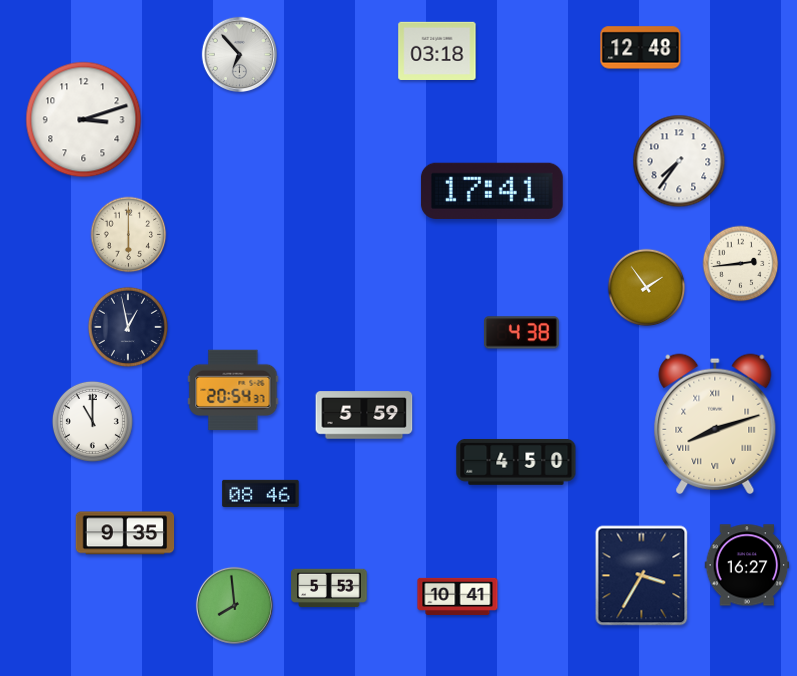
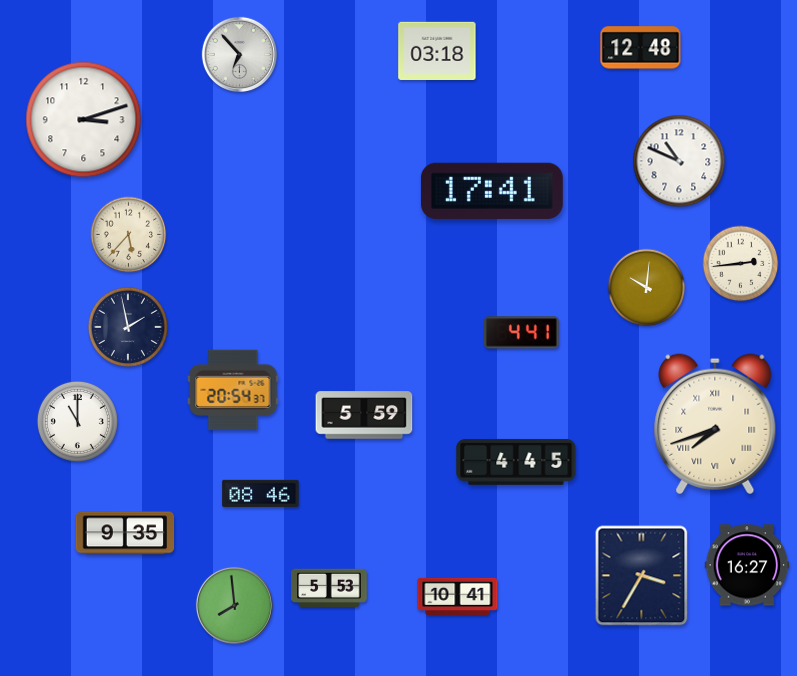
clock at (679, 161): 7:36 -> 10:49
clock at (129, 235): 6:00 -> 5:37
clock at (647, 288): 1:54 -> 10:01
clock at (128, 327): 12:58 -> 1:58
clock at (521, 333): 4:38 -> 4:41
clock at (92, 421) position: (92, 421) -> (77, 421)
clock at (715, 424): 8:12 -> 7:42
clock at (516, 462): 4:50 -> 4:45
